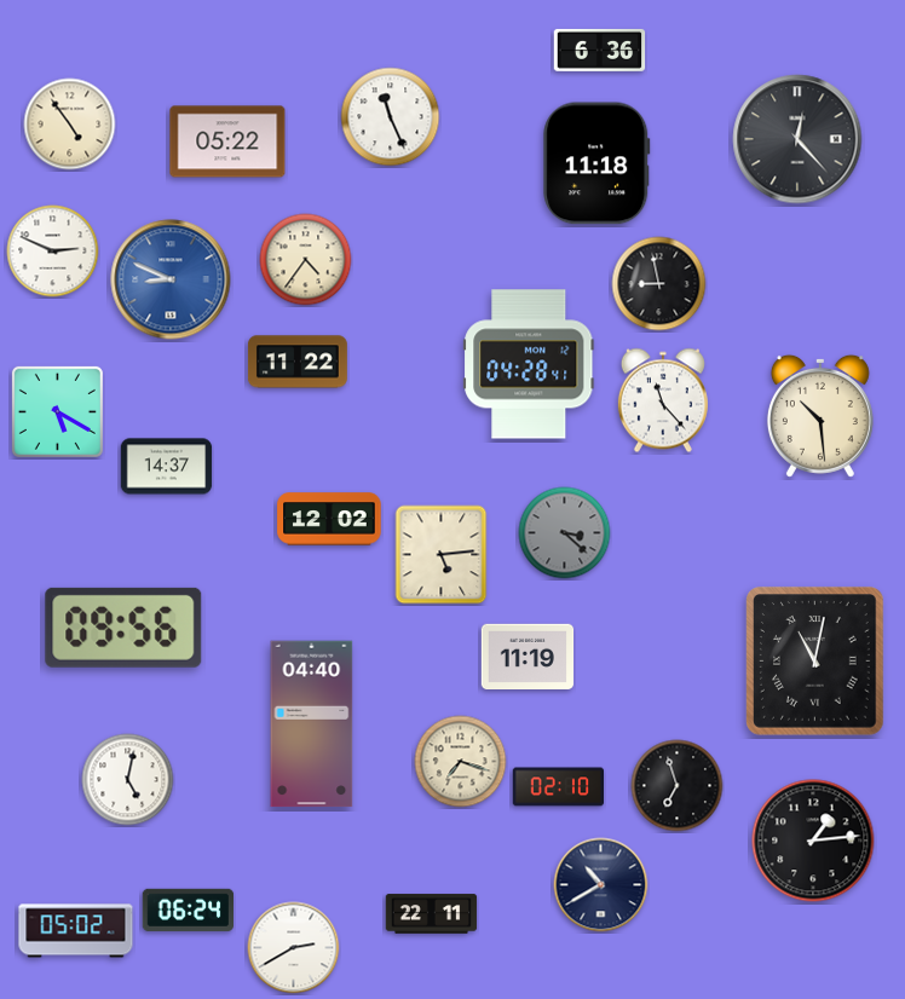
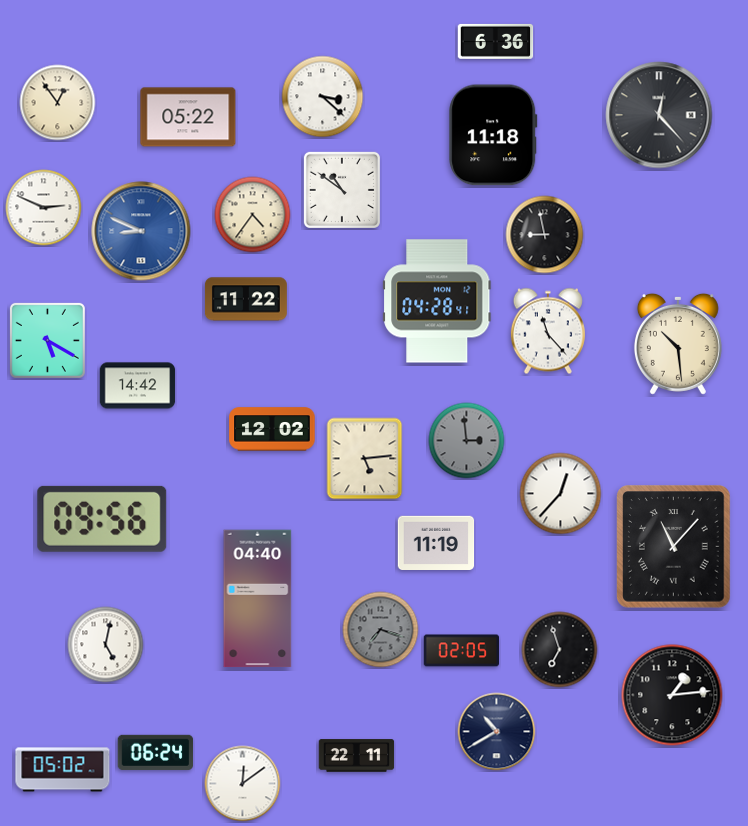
clock at (391, 117): 11:26 -> 3:22
clock at (70, 125): 4:54 -> 12:54
clock at (342, 190): none -> 10:51
clock at (167, 467): 14:37 -> 14:42
clock at (565, 533): 3:22 -> 2:59
clock at (561, 494): none -> 12:37
clock at (815, 662): 11:02 -> 11:07
clock at (461, 762) dial: cream -> grey
clock at (559, 787): 02:10 -> 02:05
clock at (294, 948): 2:40 -> 12:09
